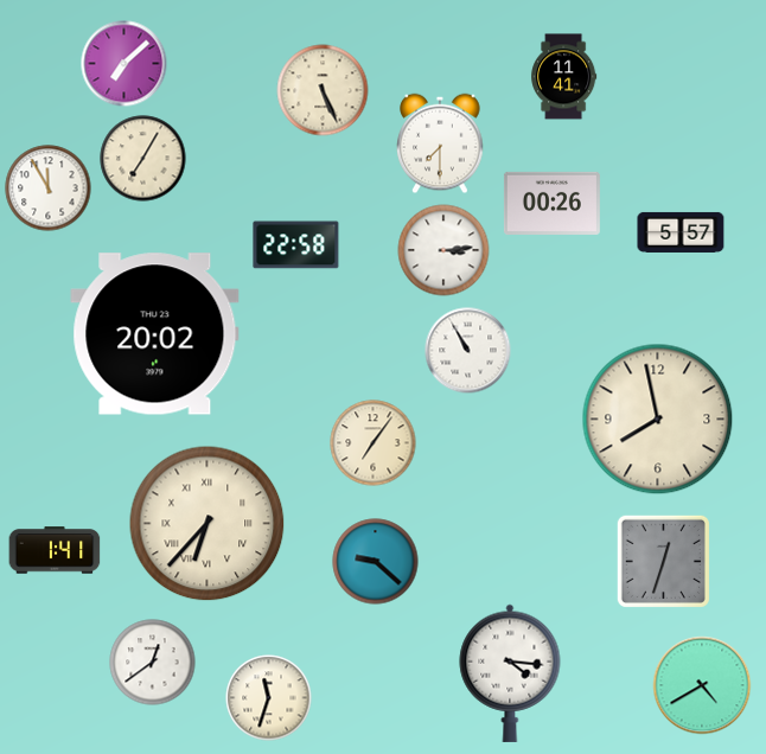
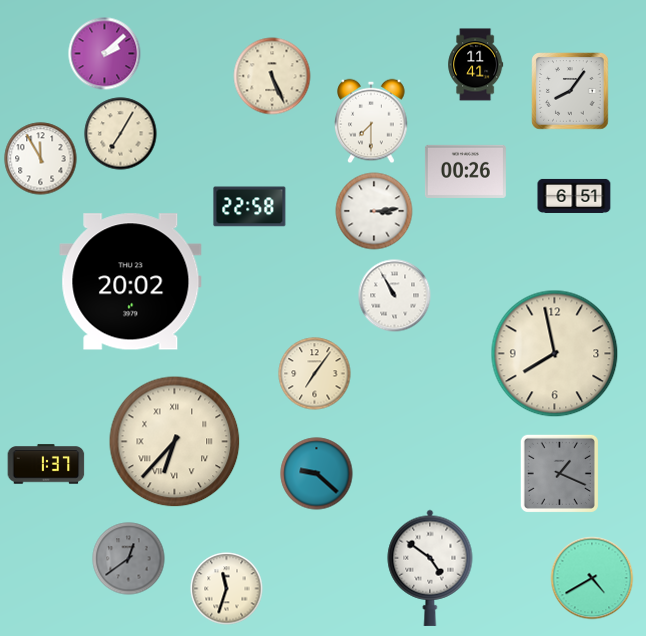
clock at (125, 64): 7:08 -> 2:08
clock at (570, 91): none -> 8:06
clock at (681, 232): 5:57 -> 6:51
clock at (55, 550): 1:41 -> 1:37
clock at (663, 561): 12:33 -> 1:19
clock at (153, 663) dial: white -> grey
clock at (510, 673): 4:16 -> 4:51
